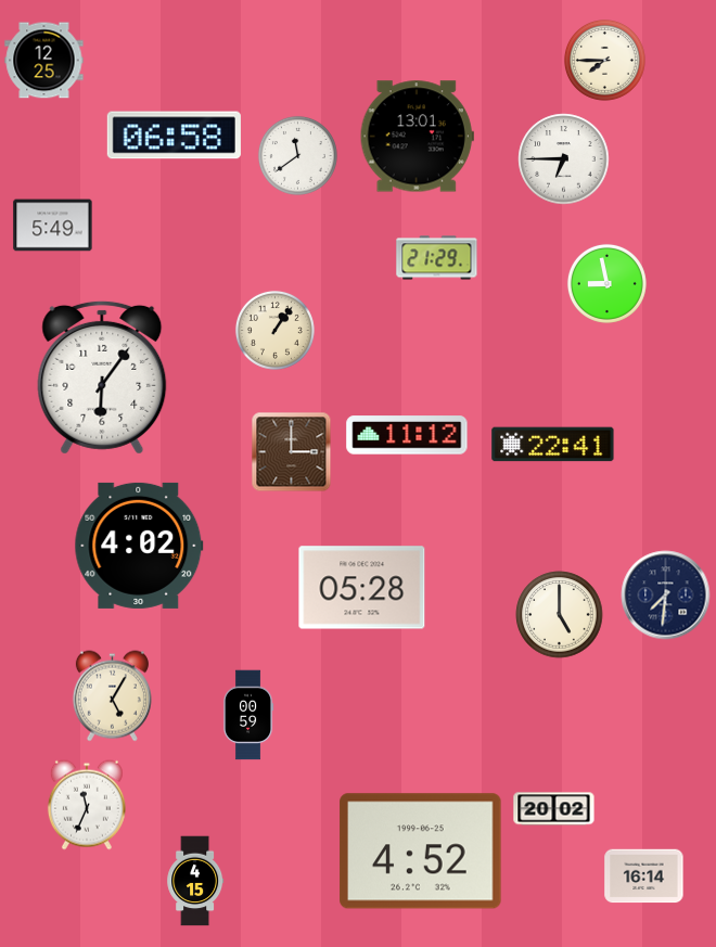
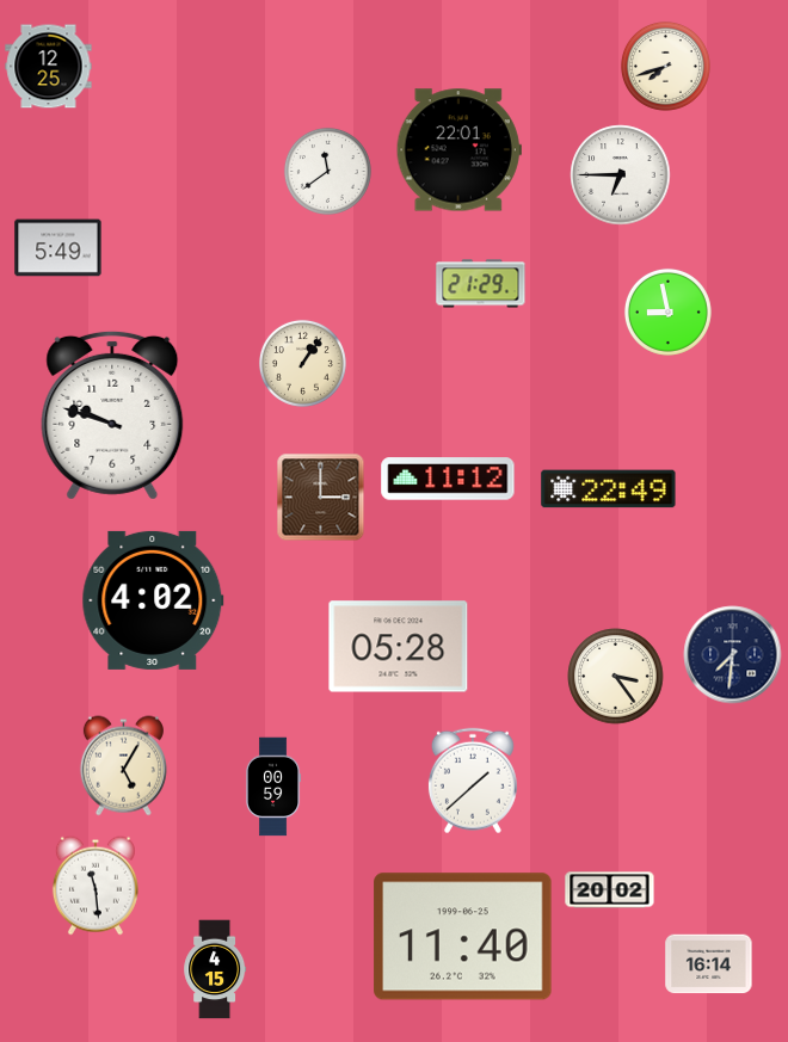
clock at (604, 60): 7:45 -> 7:42
clock at (174, 136): 06:58 -> none
clock at (417, 137): 13:01 -> 22:01
clock at (102, 377): 6:06 -> 9:48
clock at (553, 445): 22:41 -> 22:49
clock at (560, 615): 5:00 -> 3:24
clock at (473, 781): none -> 1:38
clock at (87, 805): 11:34 -> 11:29
clock at (421, 852): 4:52 -> 11:40
